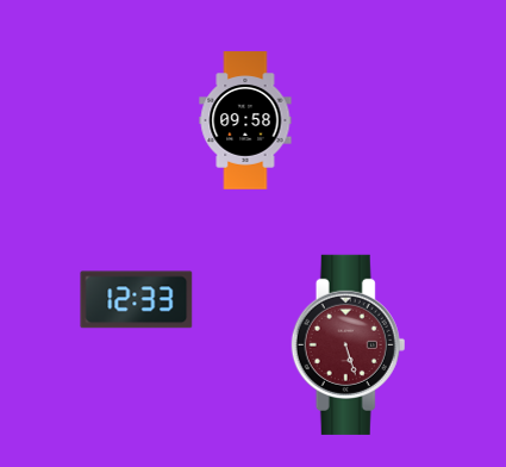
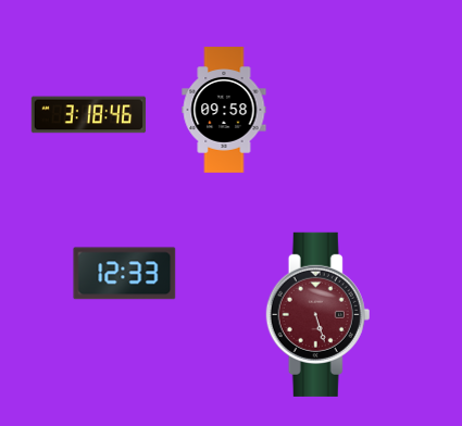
clock at (89, 115): none -> 3:18
